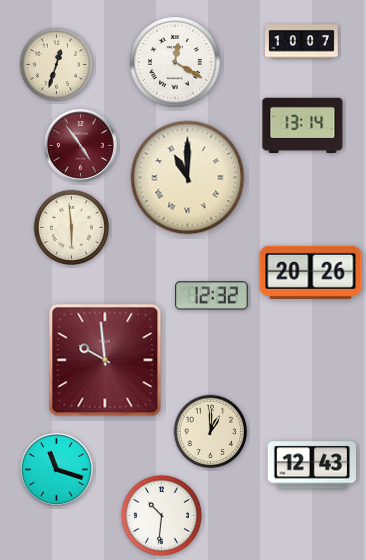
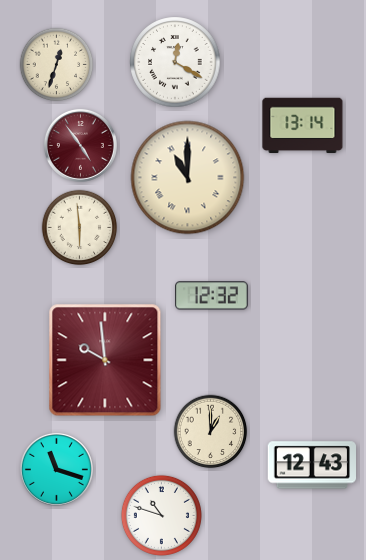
clock at (302, 42): 10:07 -> none
clock at (72, 228) position: (72, 228) -> (80, 228)
clock at (311, 272): 20:26 -> none
clock at (161, 515): 10:31 -> 10:48
